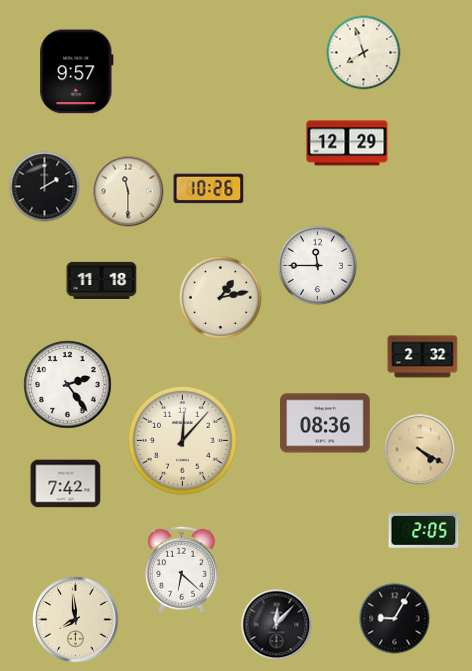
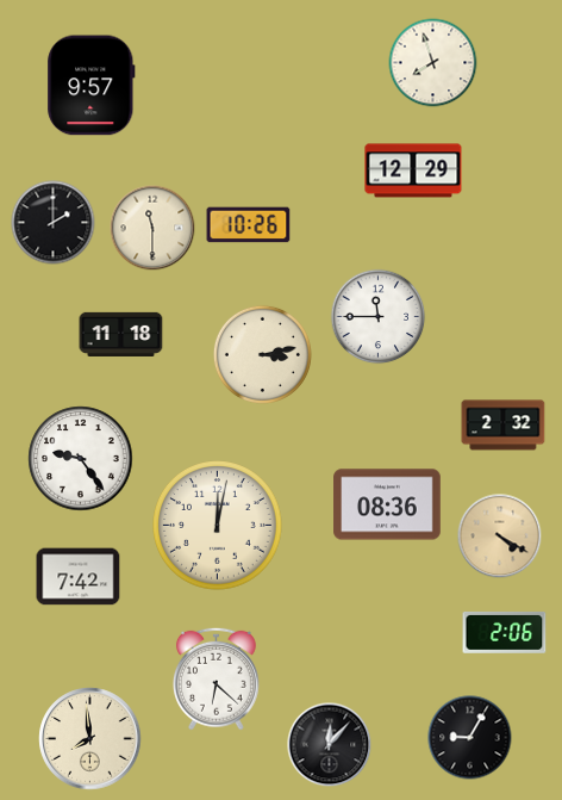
clock at (220, 297): 1:13 -> 3:13
clock at (68, 385): 2:24 -> 9:24
clock at (183, 441): 12:07 -> 12:02
clock at (424, 530): 2:05 -> 2:06
